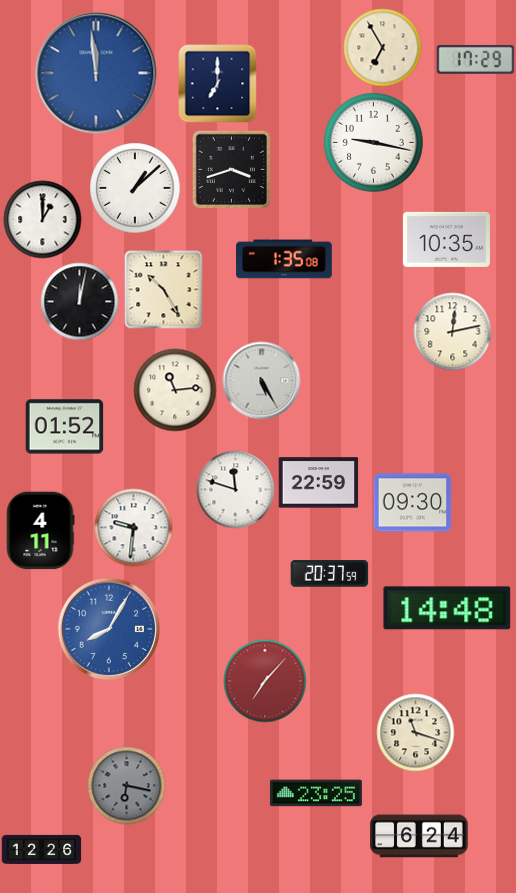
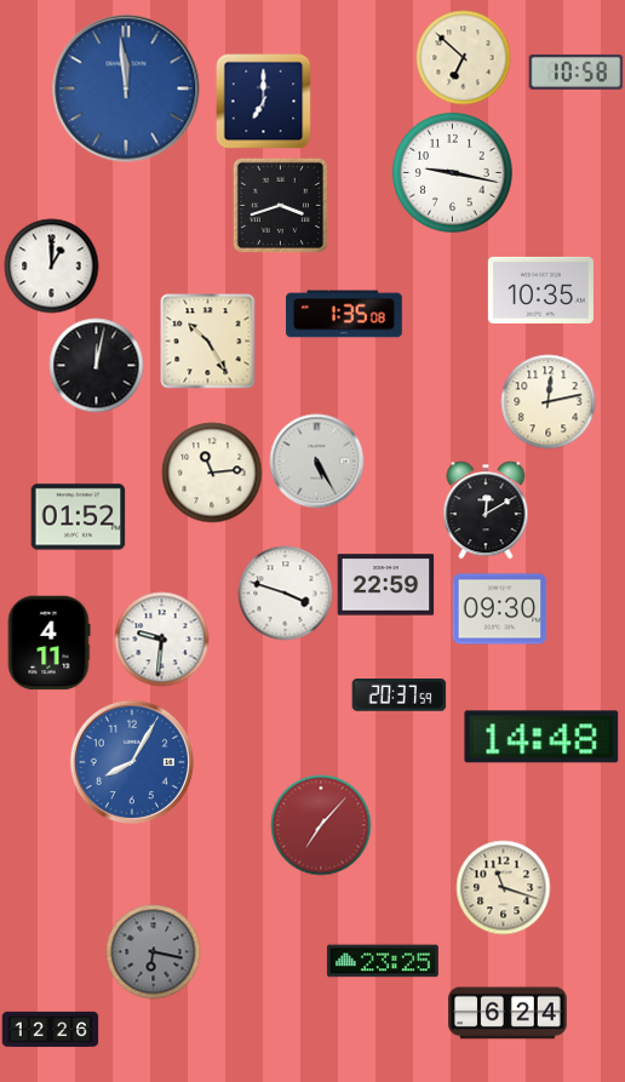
clock at (382, 47): 6:55 -> 6:52
clock at (475, 59): 17:29 -> 10:58
clock at (96, 73) position: (96, 73) -> (126, 88)
clock at (135, 188): 1:08 -> none
clock at (163, 289) position: (163, 289) -> (207, 340)
clock at (486, 510): none -> 12:10
clock at (235, 489): 11:48 -> 3:48
